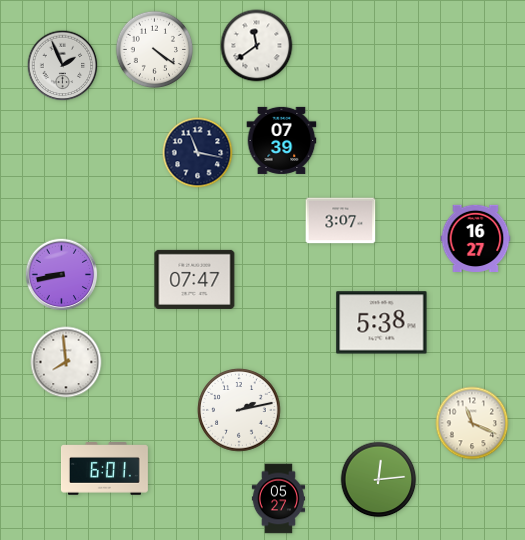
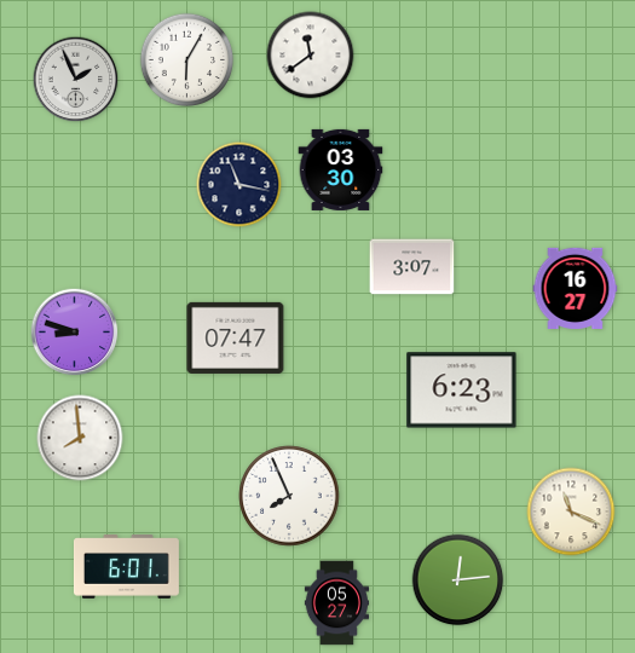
clock at (155, 50): 4:21 -> 6:05
clock at (282, 140): 07:39 -> 03:30
clock at (62, 275): 8:43 -> 8:48
clock at (382, 323): 5:38 -> 6:23
clock at (239, 410): 2:13 -> 7:56
